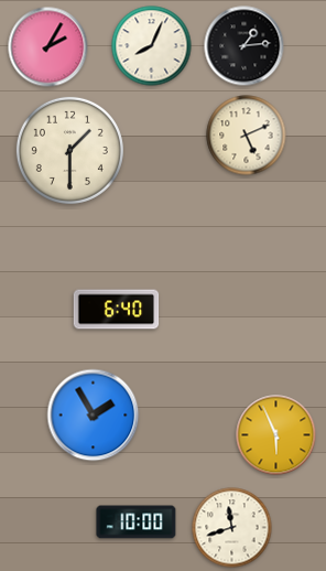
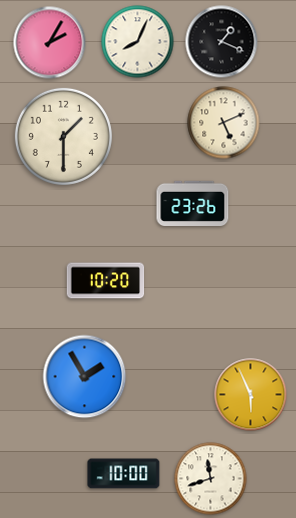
clock at (244, 46): 1:14 -> 1:19
clock at (48, 47) position: (48, 47) -> (50, 43)
clock at (193, 203): none -> 23:26
clock at (117, 310): 6:40 -> 10:20
